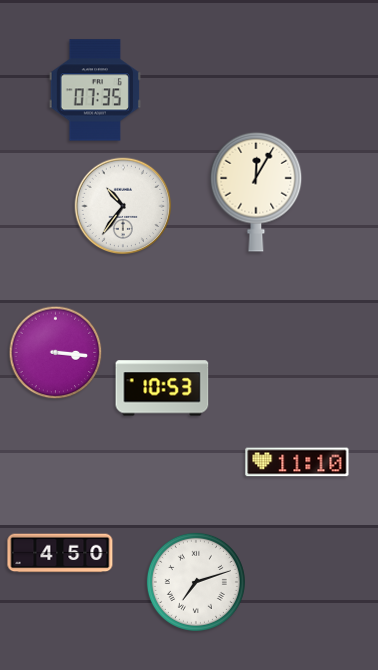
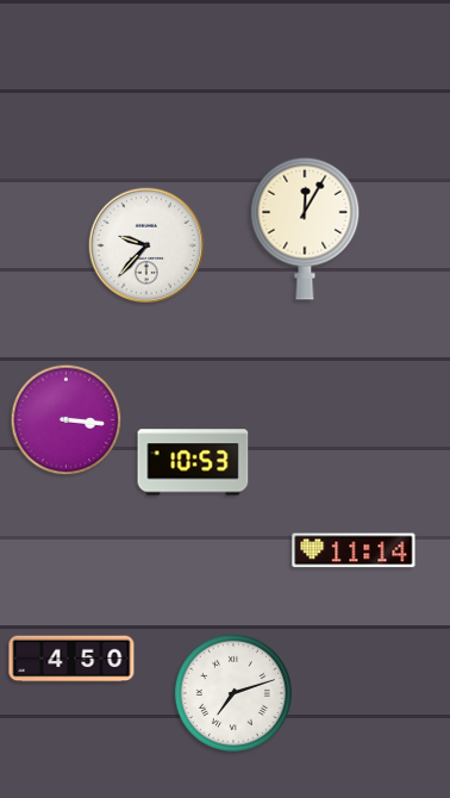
clock at (95, 90): 07:35 -> none
clock at (123, 206): 10:36 -> 9:37
clock at (297, 462): 11:10 -> 11:14
